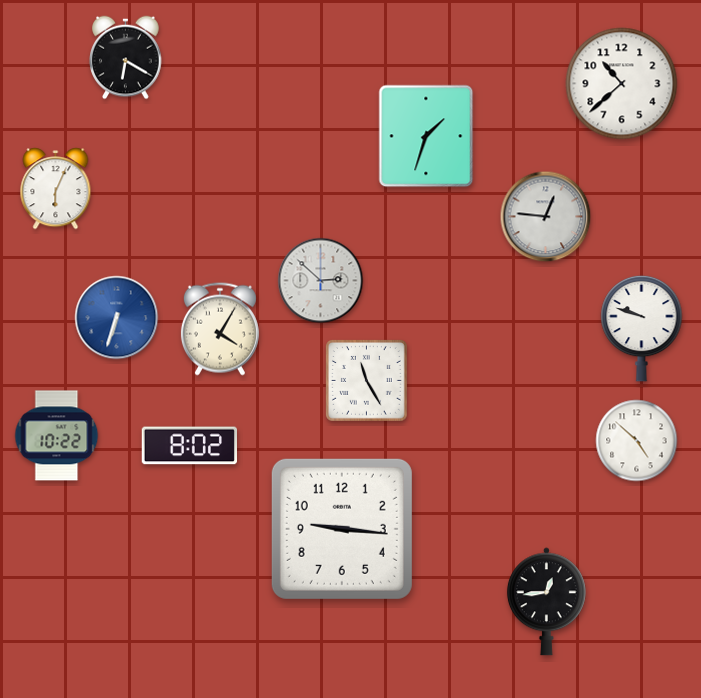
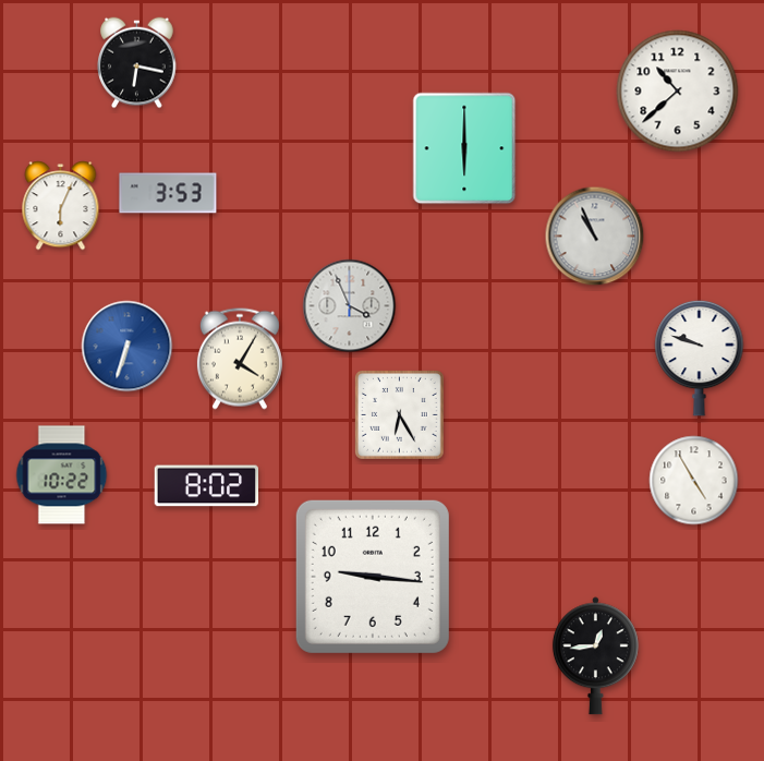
clock at (126, 58): 6:20 -> 6:17
clock at (426, 136): 1:33 -> 6:00
clock at (168, 193): none -> 3:53
clock at (546, 217): 12:46 -> 10:56
clock at (321, 281): 2:52 -> 3:56
clock at (367, 381): 11:25 -> 6:25
clock at (637, 441): 4:52 -> 4:55
